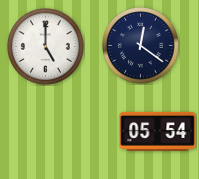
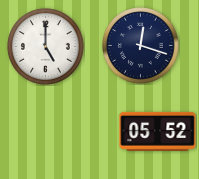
clock at (141, 46): 12:21 -> 12:18
clock at (158, 131): 05:54 -> 05:52
